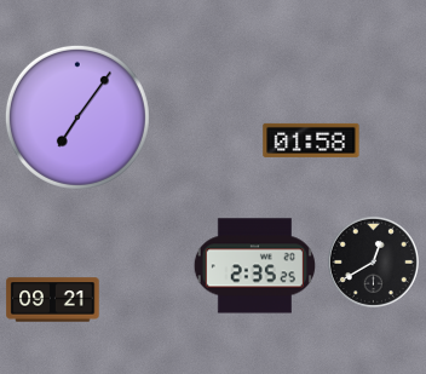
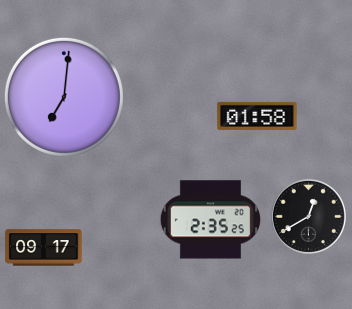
clock at (77, 117): 7:06 -> 7:01
clock at (53, 300): 09:21 -> 09:17
